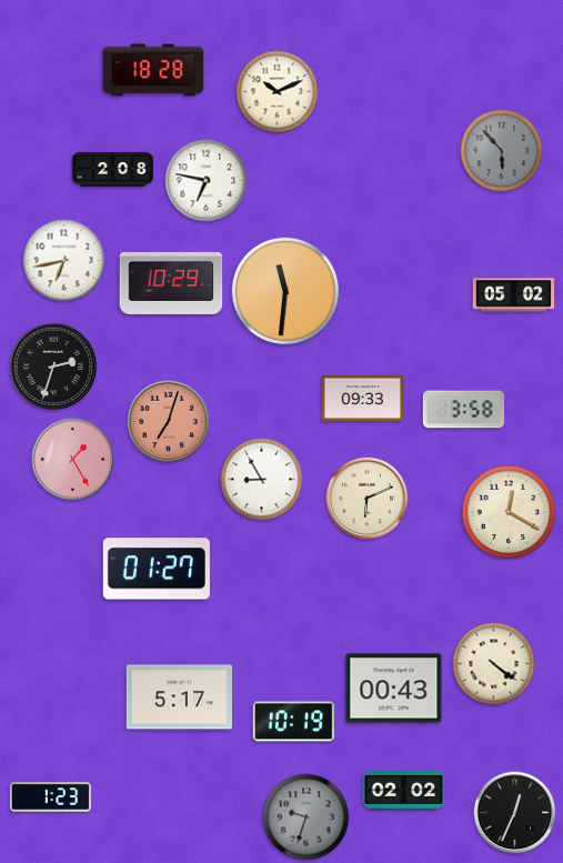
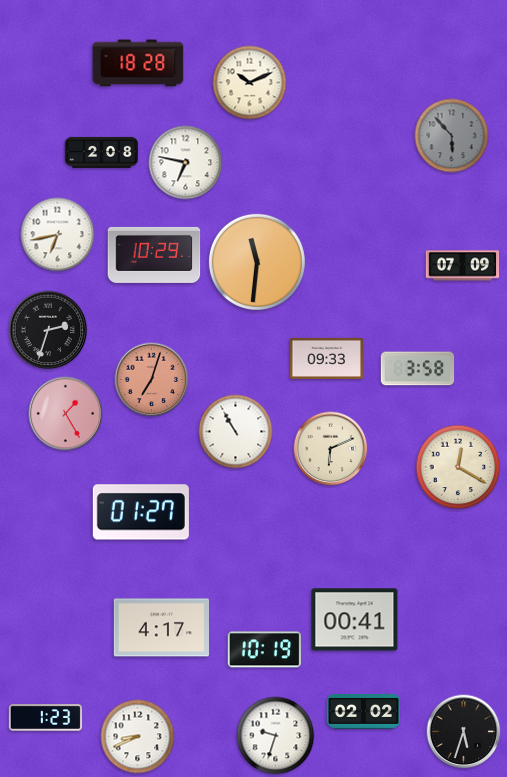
clock at (514, 295): 05:02 -> 07:09
clock at (262, 480): 8:55 -> 10:55
clock at (509, 512) position: (509, 512) -> (458, 467)
clock at (494, 664): 4:21 -> none
clock at (394, 689): 00:43 -> 00:41
clock at (179, 698): 5:17 -> 4:17
clock at (515, 813): 12:34 -> 5:33
clock at (306, 817) dial: grey -> white
clock at (138, 737): none -> 8:41
